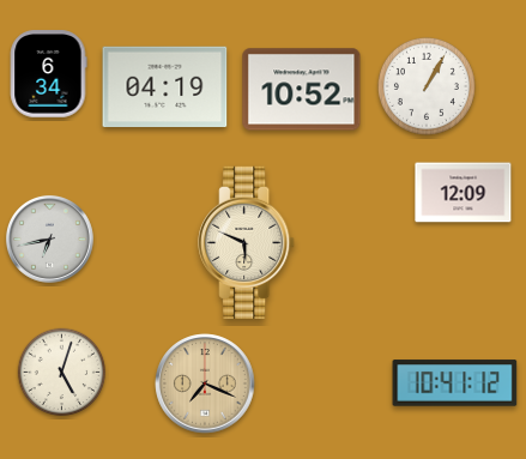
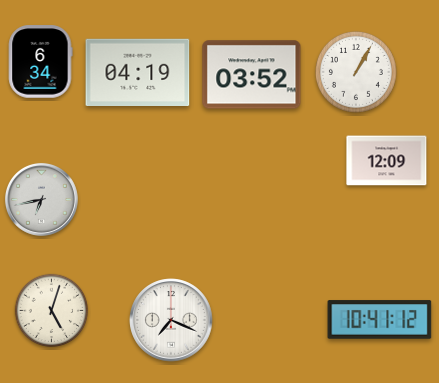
clock at (302, 90): 10:52 -> 03:52
clock at (247, 242): 5:49 -> none
clock at (205, 383) dial: champagne -> white
